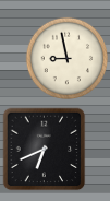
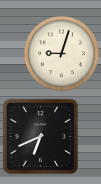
clock at (68, 59): 8:58 -> 9:03
